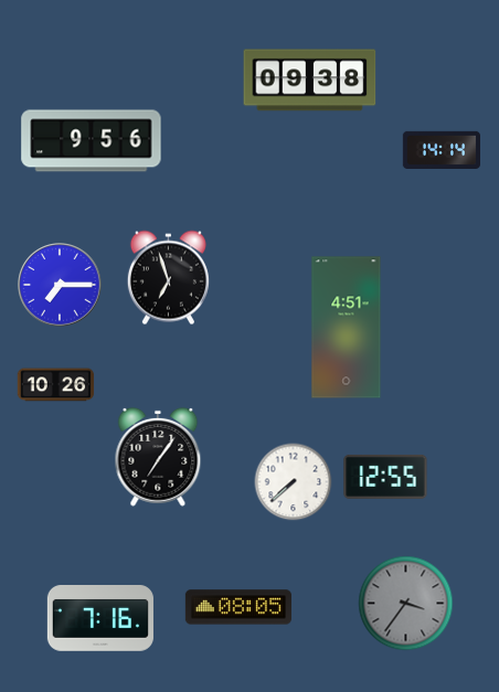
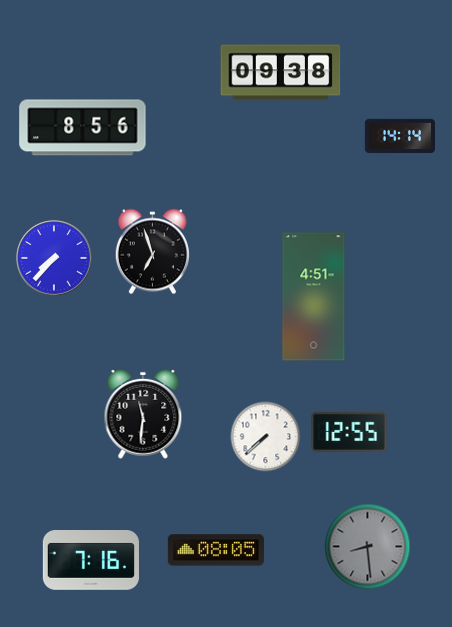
clock at (92, 141): 9:56 -> 8:56
clock at (60, 285): 7:15 -> 7:37
clock at (56, 385): 10:26 -> none
clock at (158, 457): 7:06 -> 11:31
clock at (406, 604): 3:36 -> 8:29
